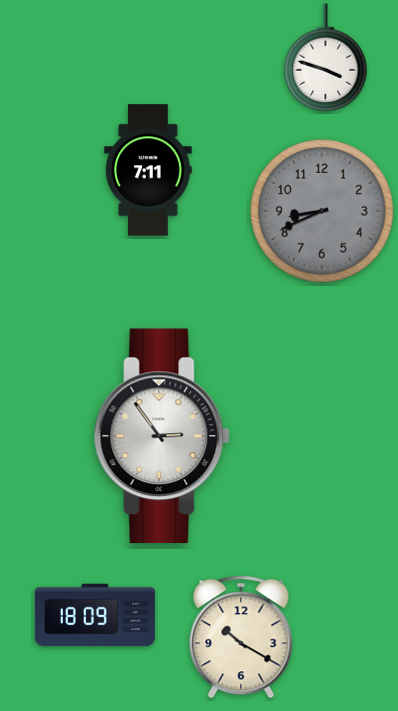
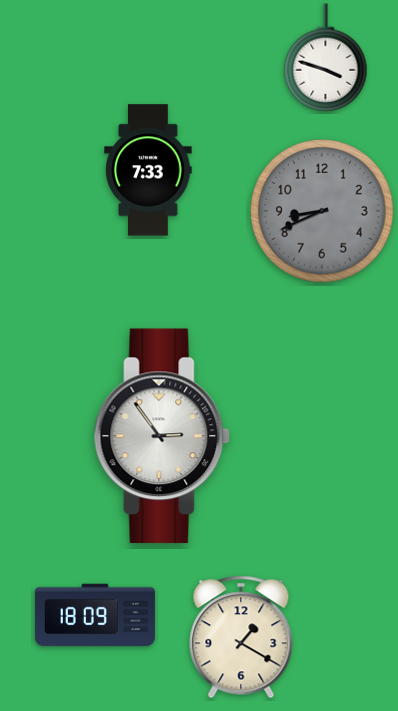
clock at (148, 170): 7:11 -> 7:33
clock at (241, 637): 10:20 -> 1:20
